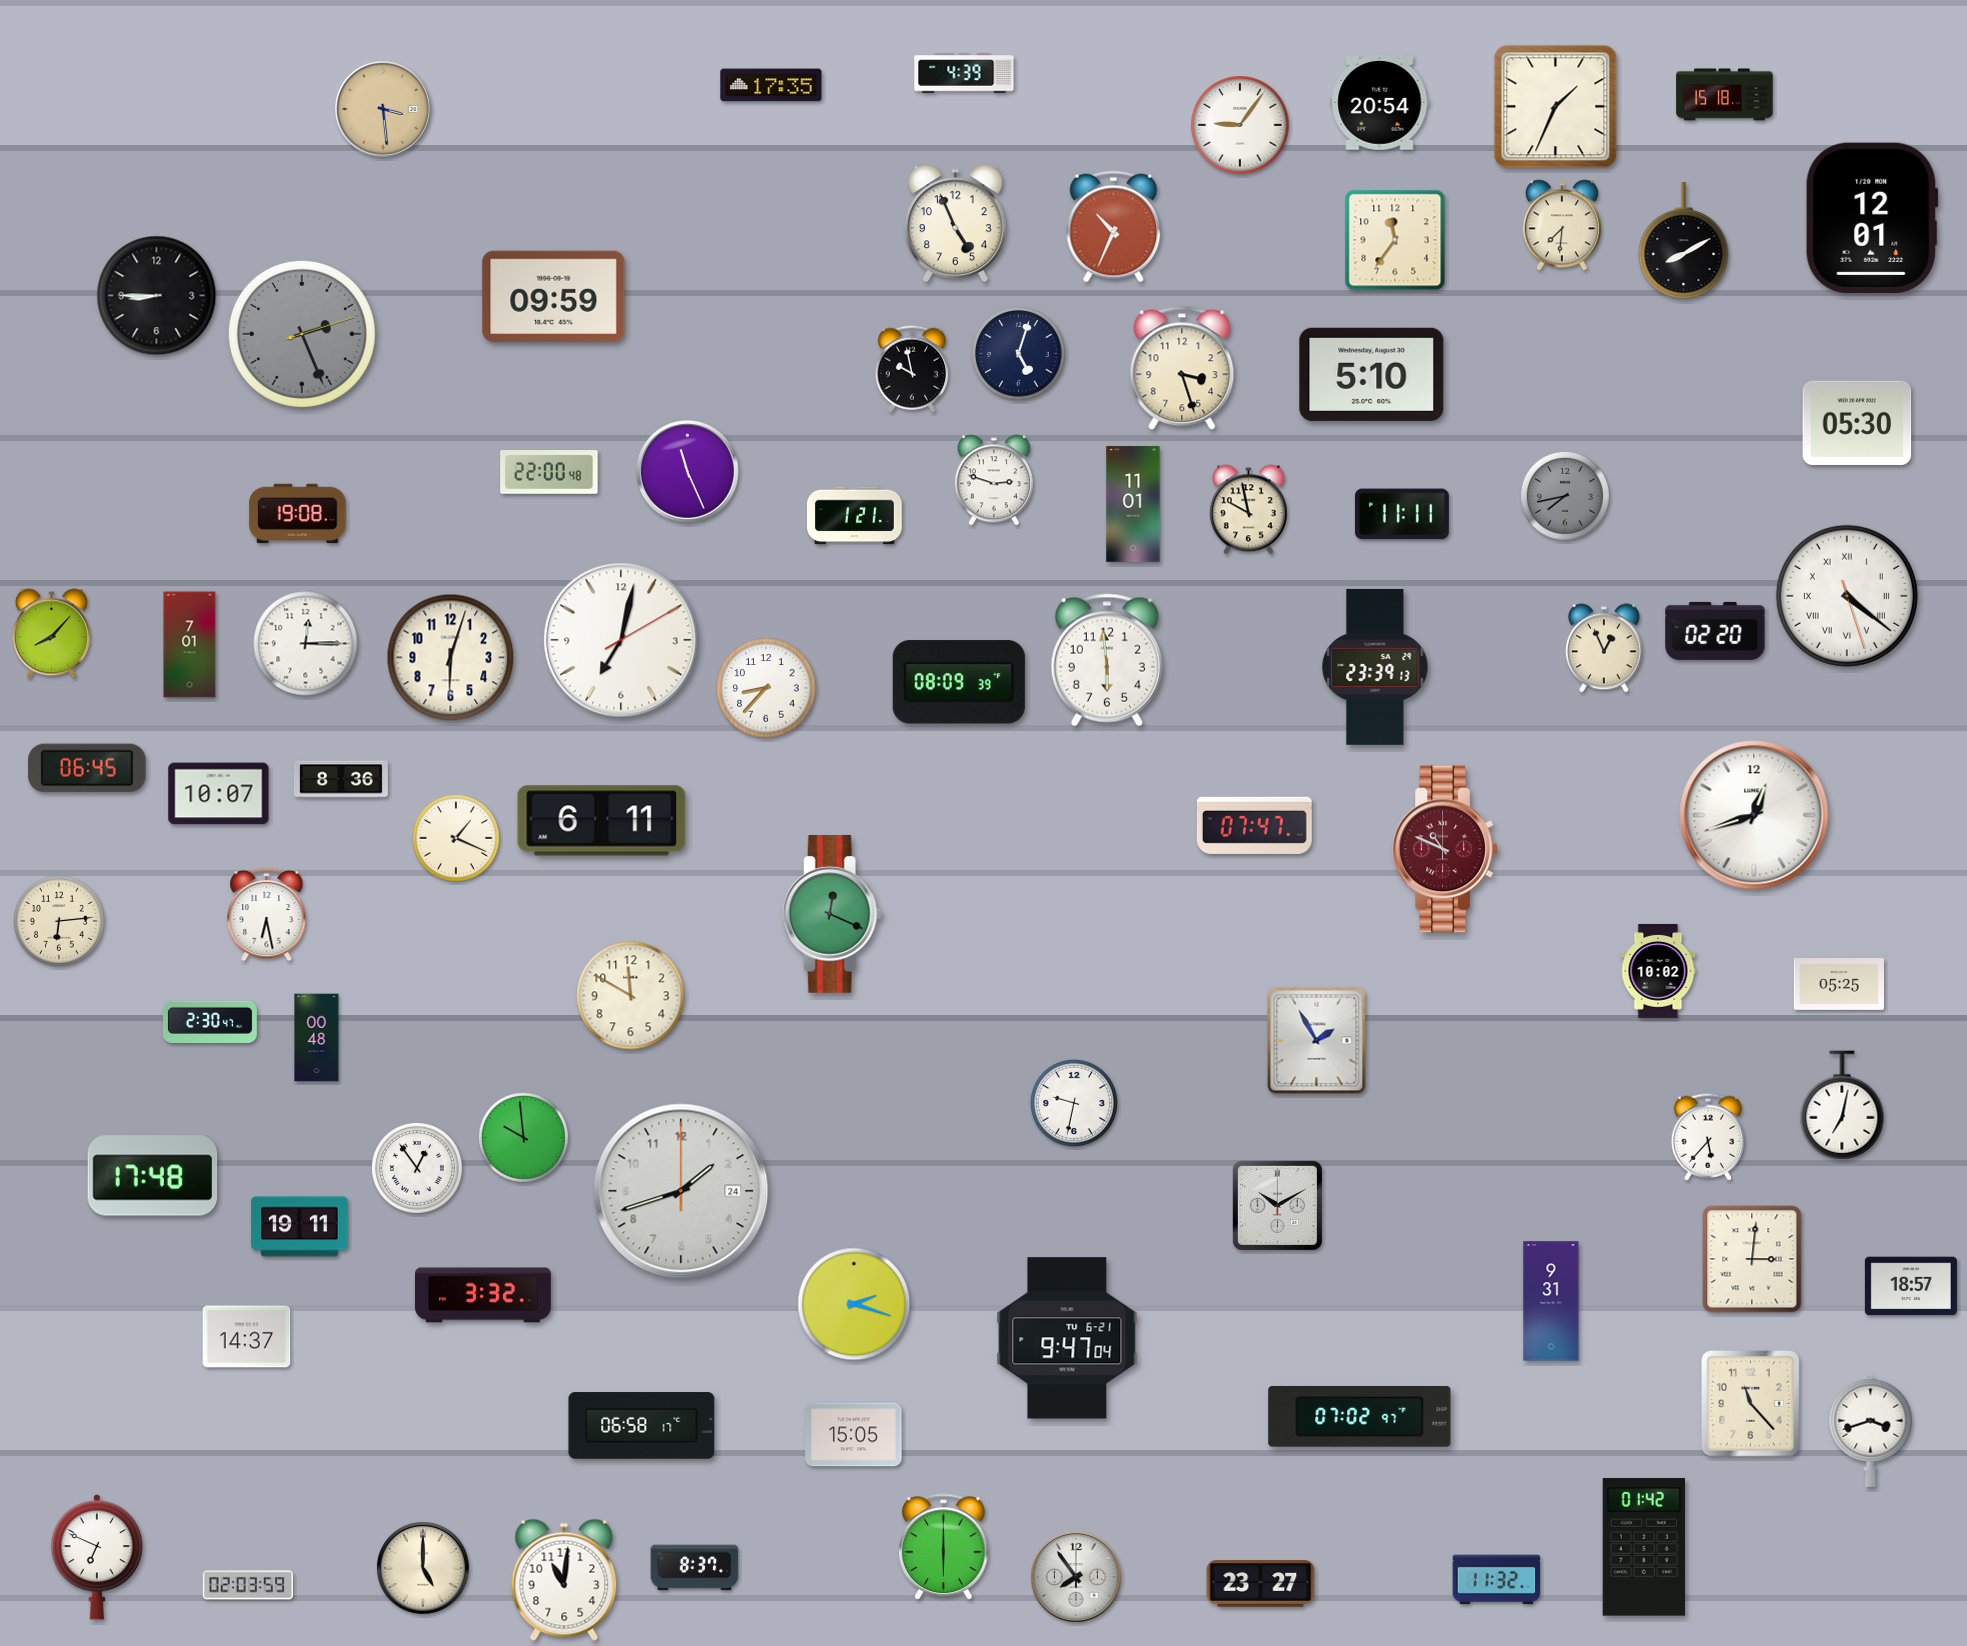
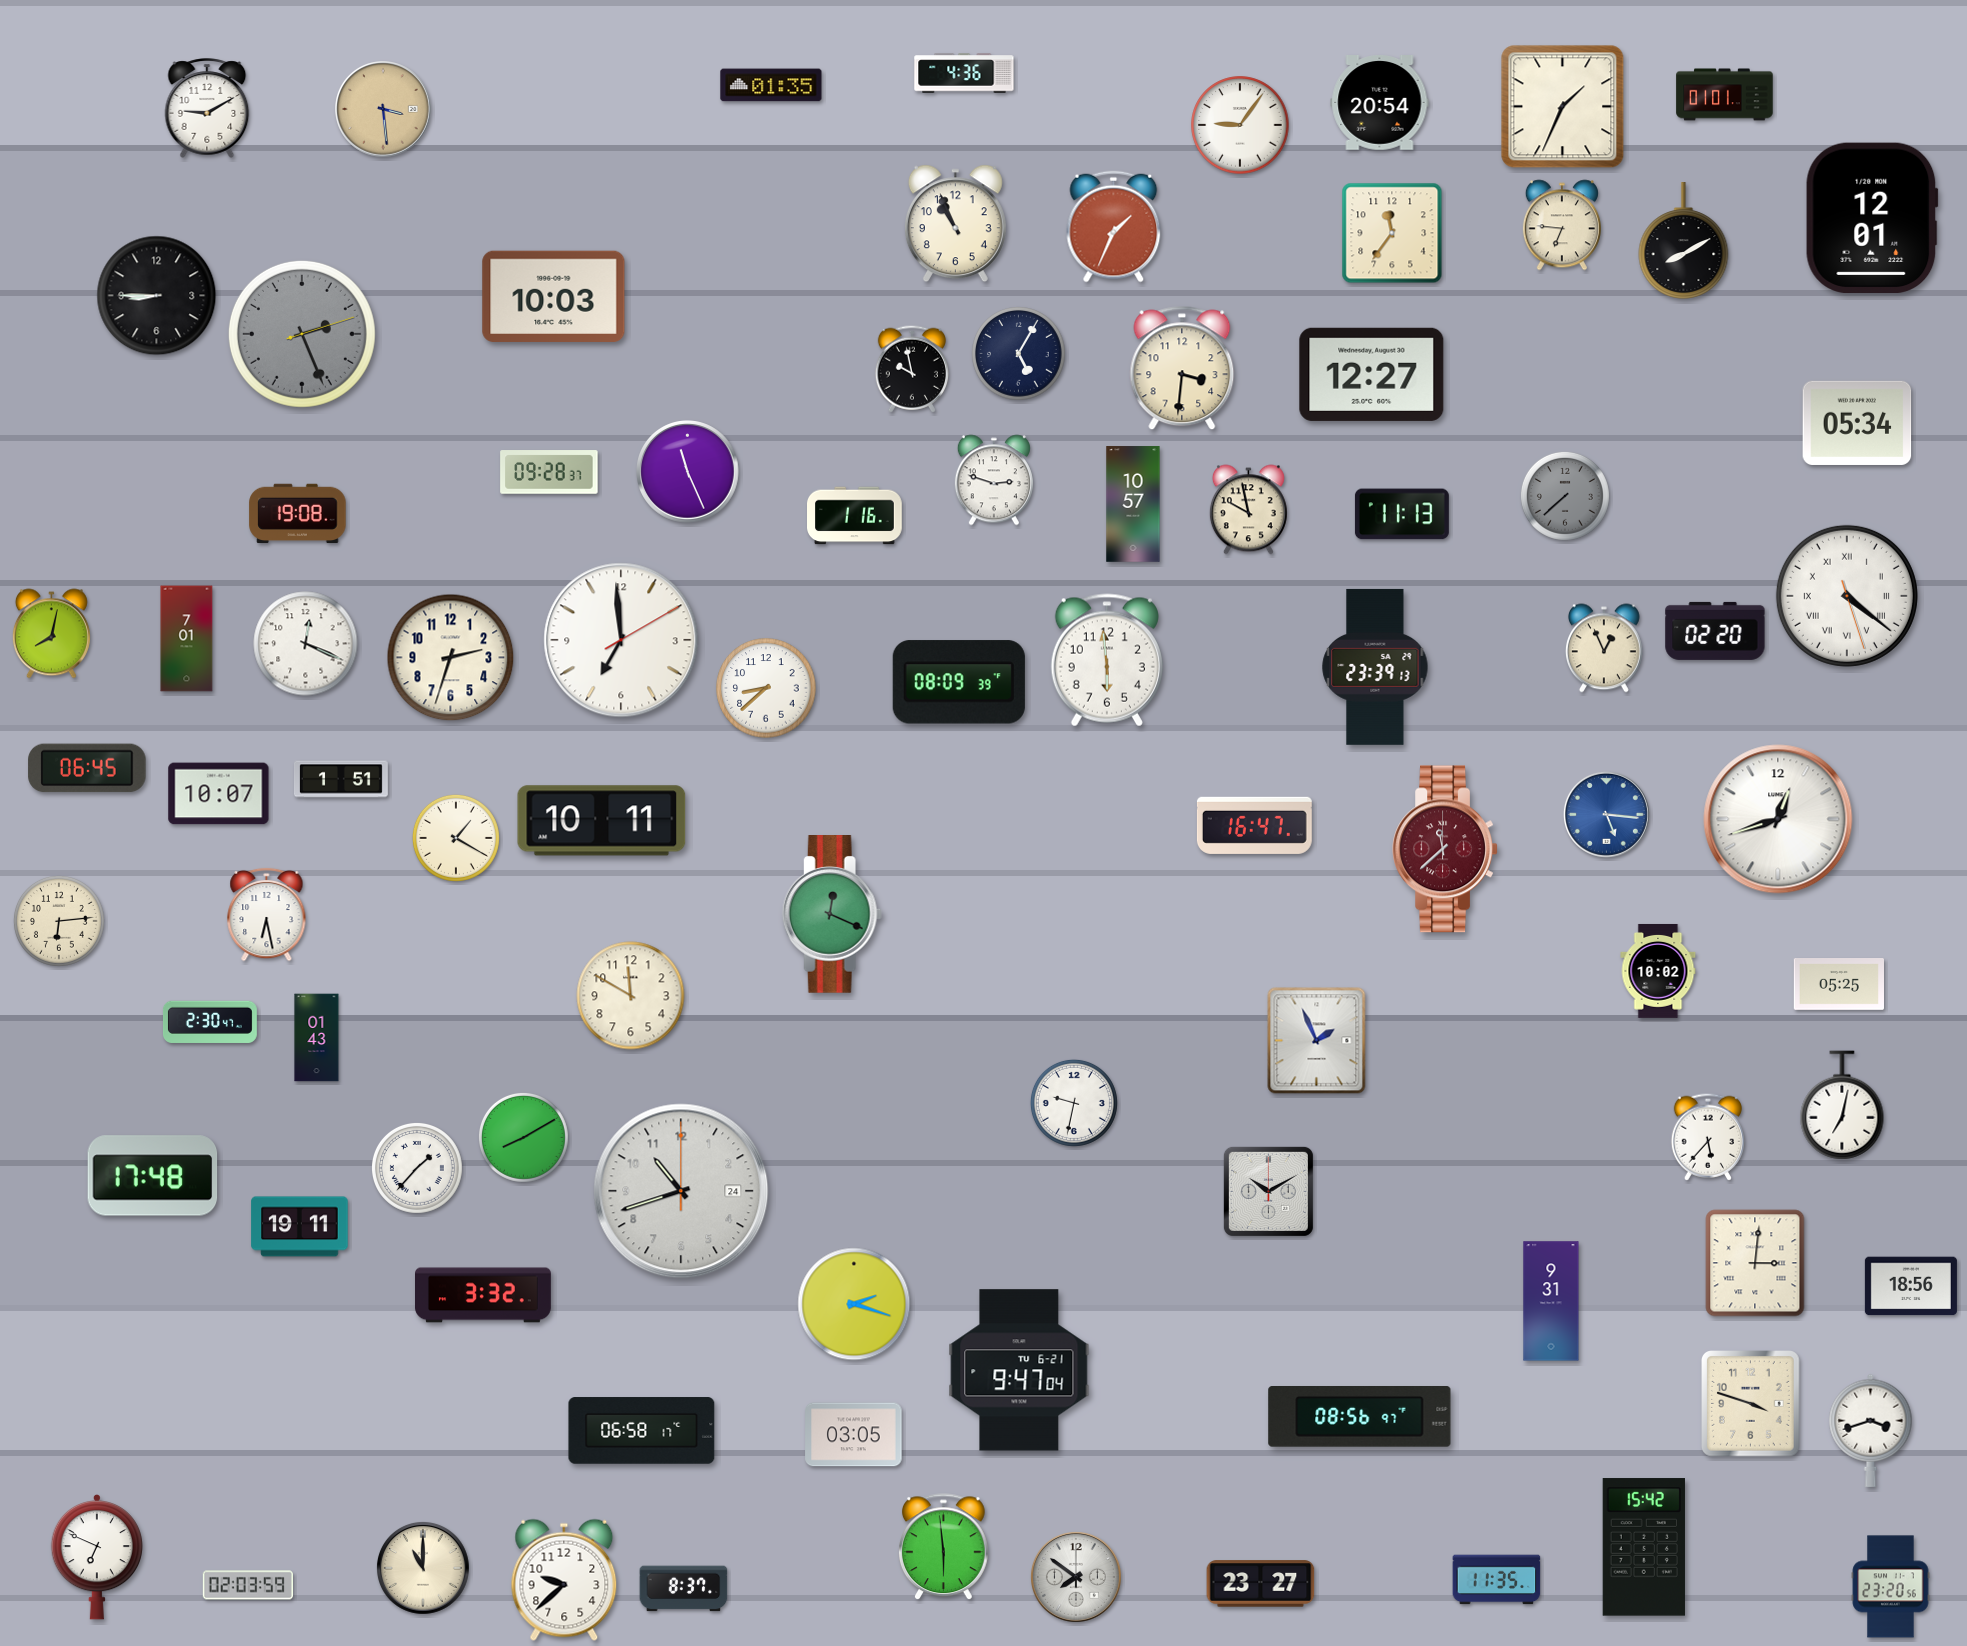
clock at (964, 73): 4:39 -> 4:36
clock at (771, 85): 17:35 -> 01:35
clock at (1725, 95): 15:18 -> 01:01
clock at (1556, 107) position: (1556, 107) -> (1563, 107)
clock at (207, 108): none -> 9:10
clock at (955, 224): 4:56 -> 10:56
clock at (1562, 225): 7:31 -> 6:46
clock at (1114, 227): 10:34 -> 1:34
clock at (1395, 240) position: (1395, 240) -> (1392, 233)
clock at (554, 296): 09:59 -> 10:03
clock at (1019, 354): 5:03 -> 5:05
clock at (1182, 368): 3:27 -> 3:31
clock at (1372, 374): 5:10 -> 12:27
clock at (1857, 423): 05:30 -> 05:34
clock at (549, 472): 22:00 -> 09:28
clock at (1565, 496): 7:43 -> 7:38
clock at (1133, 504): 11:01 -> 10:57
clock at (1402, 514): 11:11 -> 11:13
clock at (855, 516): 1:21 -> 1:16
clock at (51, 634): 8:07 -> 8:02
clock at (621, 640): 7:02 -> 6:59
clock at (306, 644): 12:15 -> 12:19
clock at (190, 645) position: (190, 645) -> (187, 639)
clock at (451, 658): 6:03 -> 2:33
clock at (766, 688): 8:37 -> 8:38
clock at (341, 779): 8:36 -> 1:51
clock at (1606, 814): none -> 5:16
clock at (1754, 815) position: (1754, 815) -> (1778, 819)
clock at (602, 821): 6:11 -> 10:11
clock at (1254, 825): 07:47 -> 16:47
clock at (456, 838): 1:19 -> 1:20
clock at (1445, 849): 10:49 -> 11:38
clock at (317, 1038): 00:48 -> 01:43
clock at (1317, 1041): 1:55 -> 1:56
clock at (523, 1137): 9:59 -> 8:10
clock at (417, 1168): 12:54 -> 1:37
clock at (681, 1191): 1:42 -> 10:42
clock at (1277, 1205) position: (1277, 1205) -> (1268, 1191)
clock at (1752, 1259) position: (1752, 1259) -> (1755, 1263)
clock at (1911, 1286): 18:57 -> 18:56
clock at (247, 1337): 14:37 -> none
clock at (1067, 1338) position: (1067, 1338) -> (1019, 1370)
clock at (1751, 1404): 11:23 -> 3:48
clock at (1360, 1417): 07:02 -> 08:56
clock at (642, 1426) position: (642, 1426) -> (642, 1431)
clock at (854, 1435): 15:05 -> 03:05
clock at (944, 1547): 6:00 -> 5:59
clock at (1644, 1547): 01:42 -> 15:42
clock at (423, 1568): 5:00 -> 11:00
clock at (695, 1568) position: (695, 1568) -> (684, 1589)
clock at (1076, 1577): 7:54 -> 7:51
clock at (564, 1580): 11:01 -> 9:38
clock at (1497, 1580): 11:32 -> 11:35
clock at (1891, 1587): none -> 23:20
